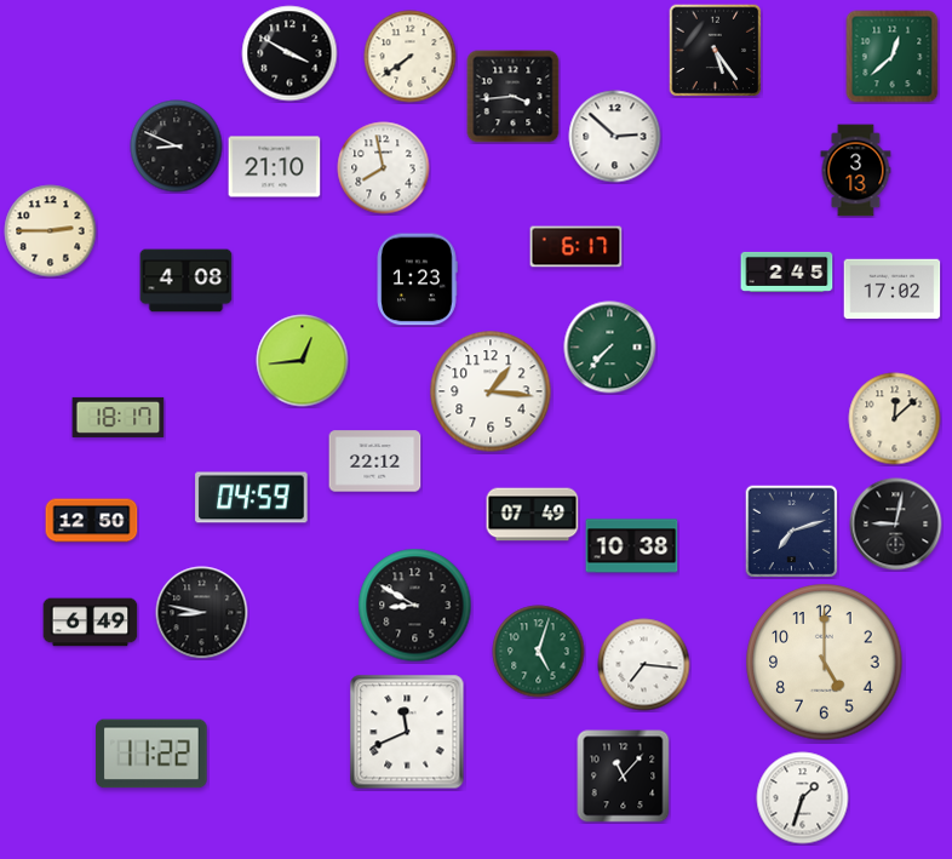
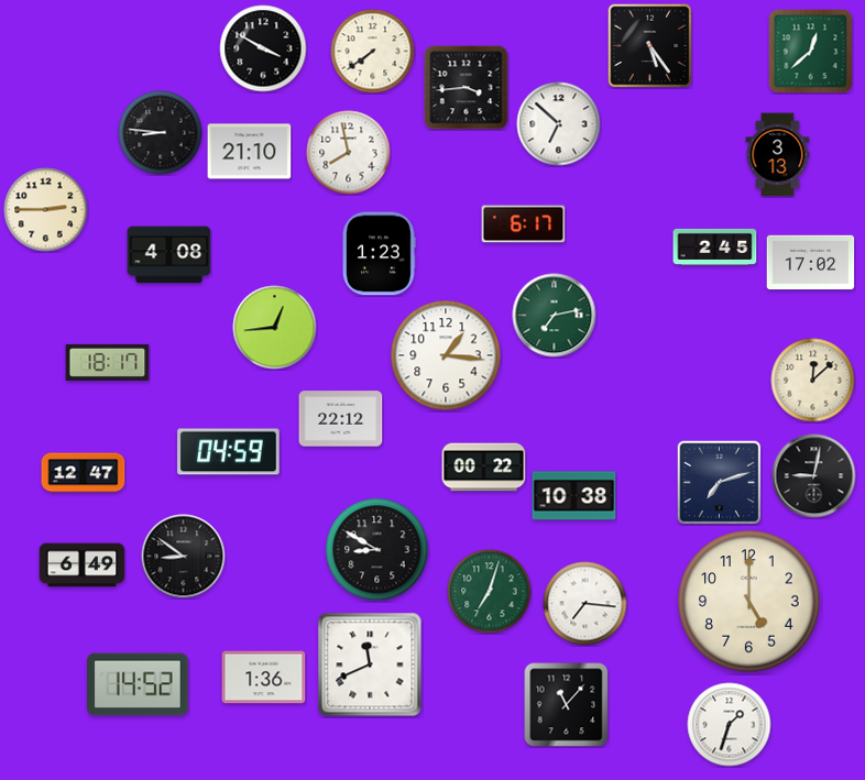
clock at (615, 137): 2:52 -> 6:52
clock at (177, 147): 8:49 -> 8:46
clock at (610, 348): 7:37 -> 7:13
clock at (119, 417) position: (119, 417) -> (108, 362)
clock at (533, 515): 07:49 -> 00:22
clock at (92, 521): 12:50 -> 12:47
clock at (202, 613): 8:47 -> 8:51
clock at (539, 652): 5:03 -> 7:03
clock at (264, 678): none -> 1:36
clock at (151, 754): 11:22 -> 14:52
